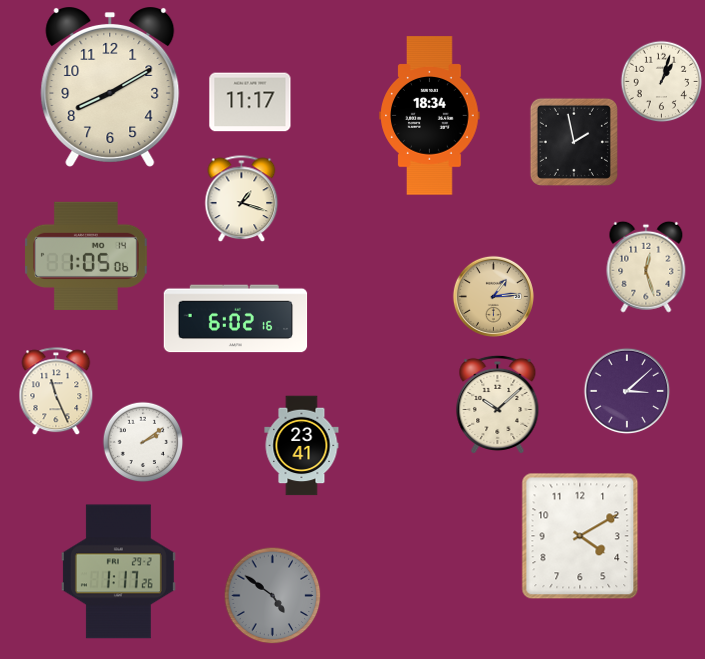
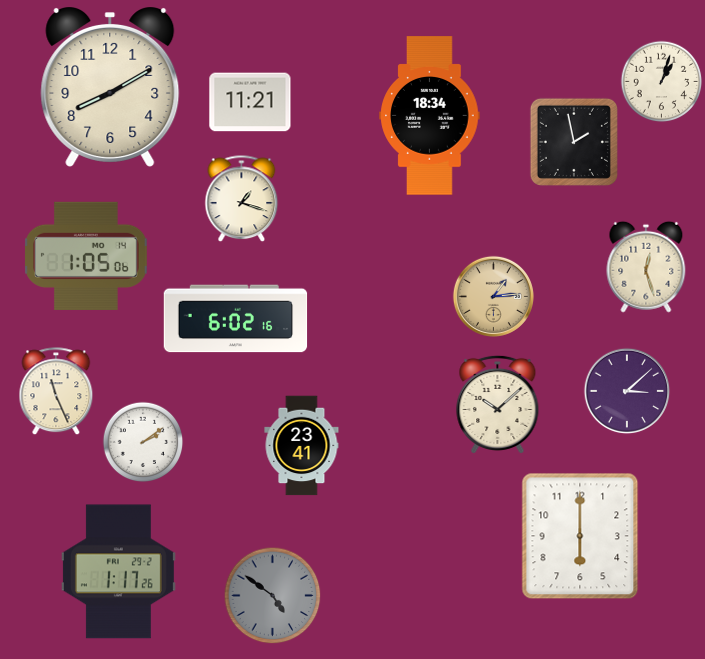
clock at (250, 102): 11:17 -> 11:21
clock at (580, 536): 4:10 -> 6:00
